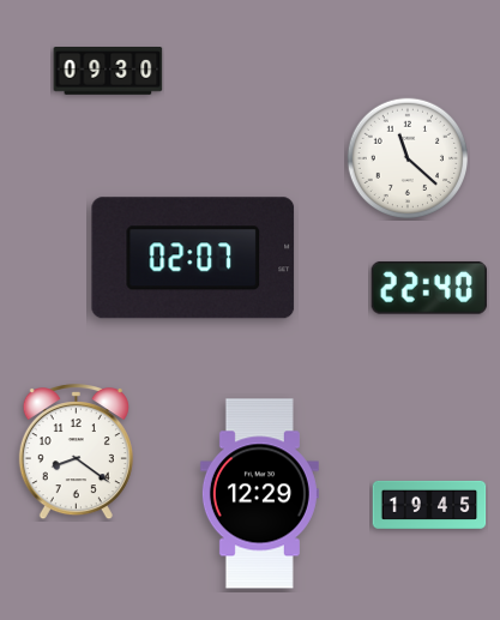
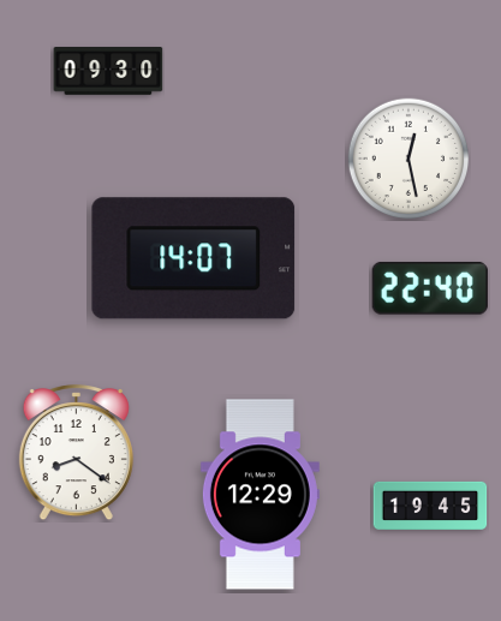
clock at (408, 158): 11:22 -> 12:28
clock at (193, 258): 02:07 -> 14:07
